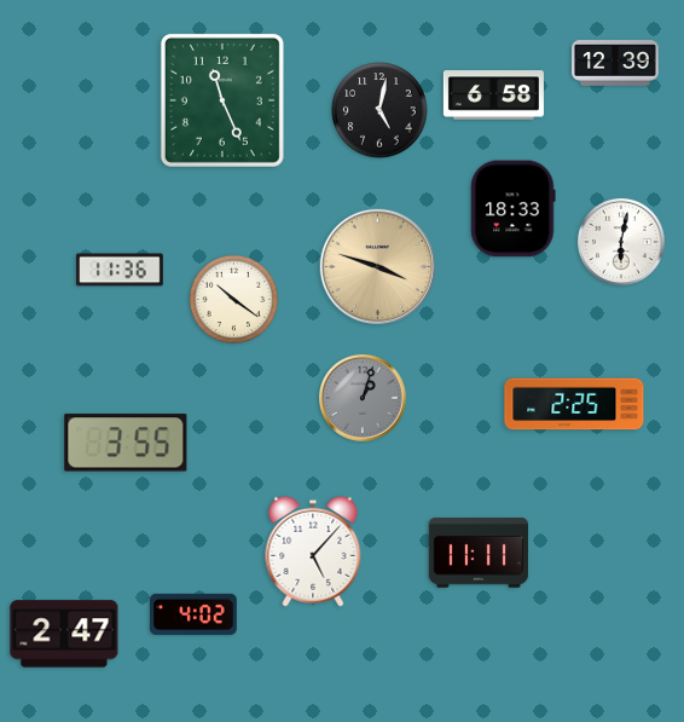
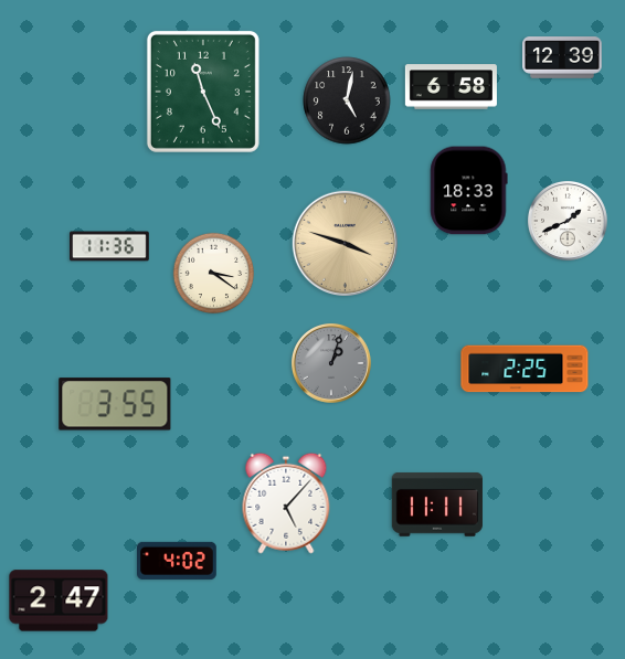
clock at (621, 242): 6:02 -> 1:41
clock at (233, 299): 10:21 -> 3:21
clock at (64, 634) position: (64, 634) -> (59, 600)
